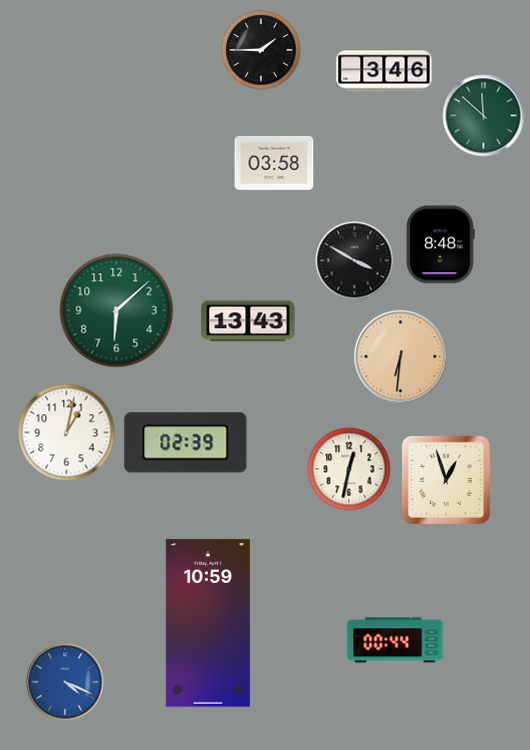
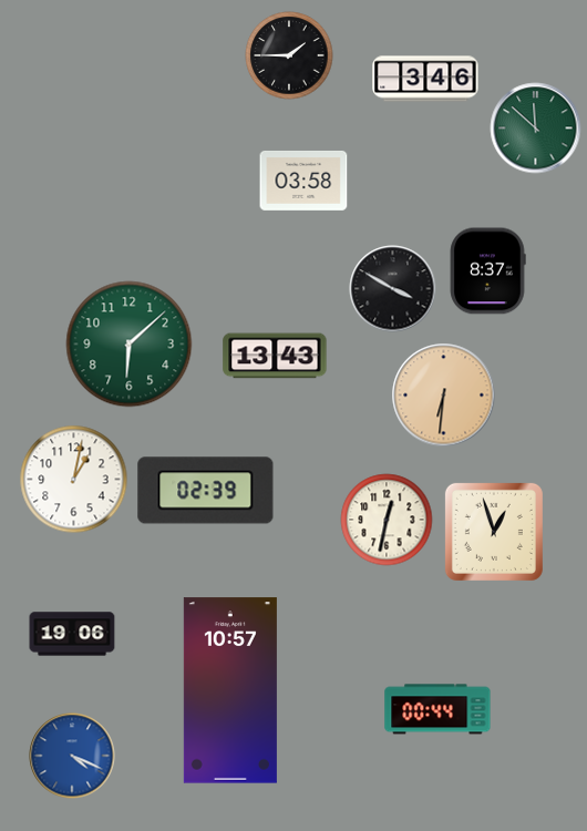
clock at (440, 245): 8:48 -> 8:37
clock at (72, 634): none -> 19:06
clock at (208, 623): 10:59 -> 10:57
